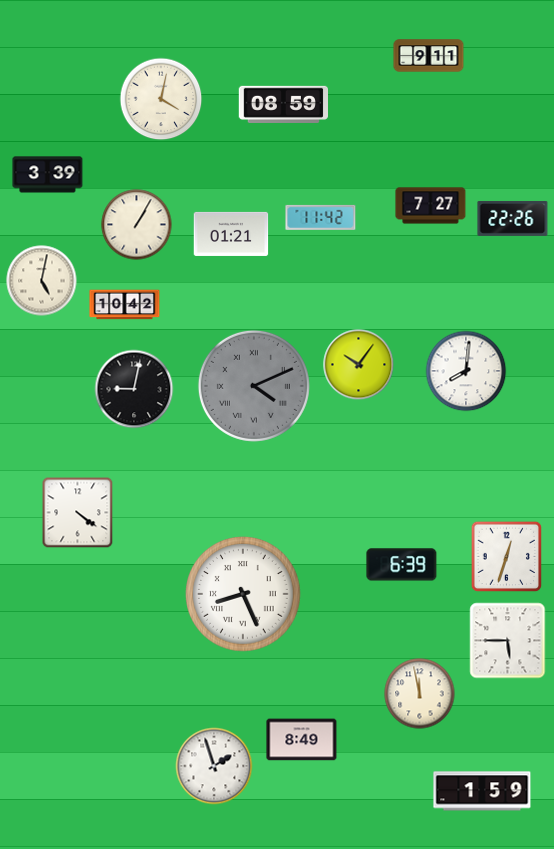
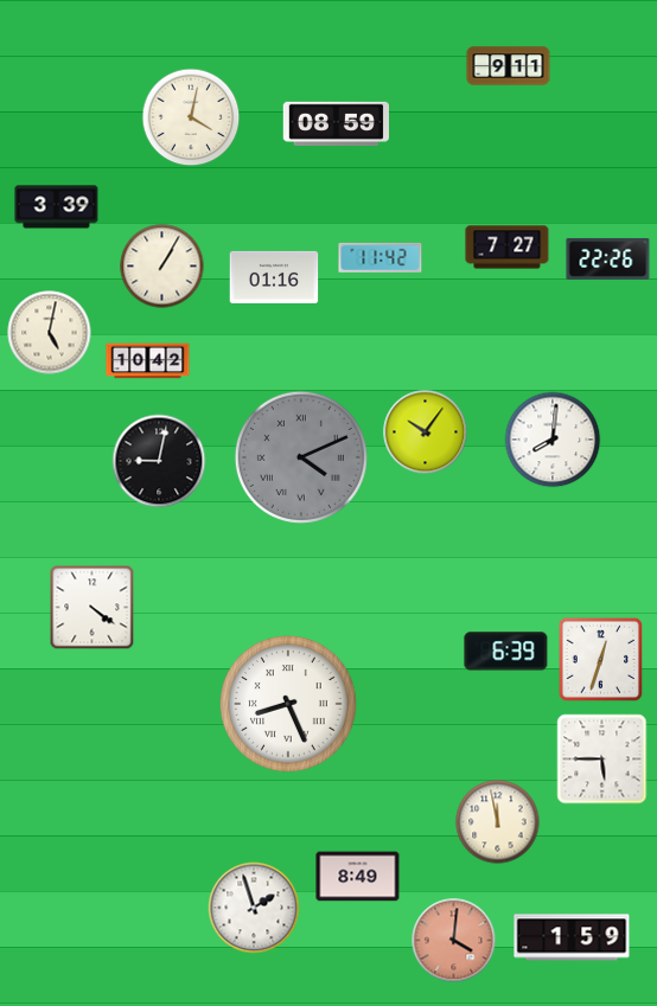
clock at (431, 206) position: (431, 206) -> (508, 248)
clock at (231, 234): 01:21 -> 01:16
clock at (402, 565) position: (402, 565) -> (506, 652)
clock at (454, 941): none -> 4:01
